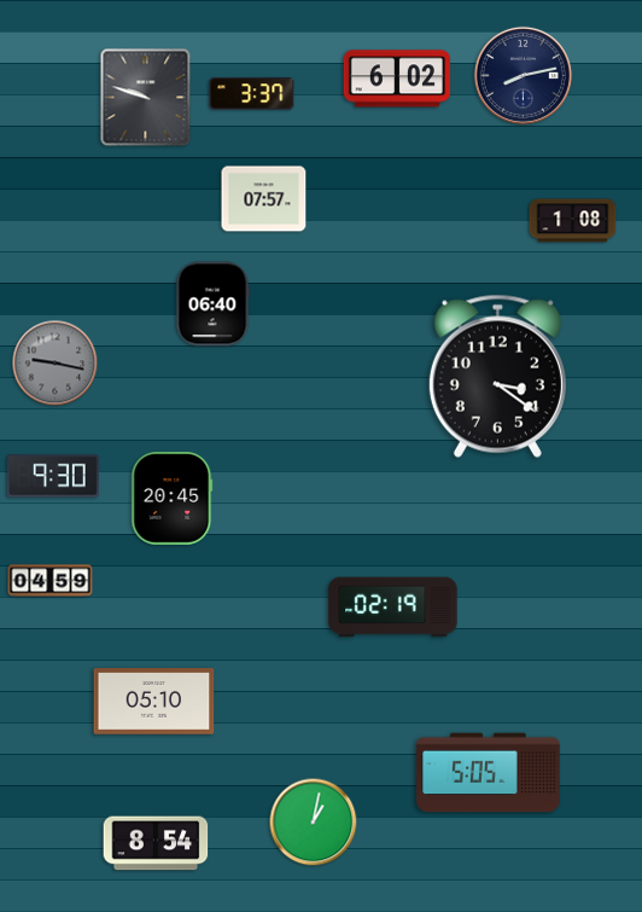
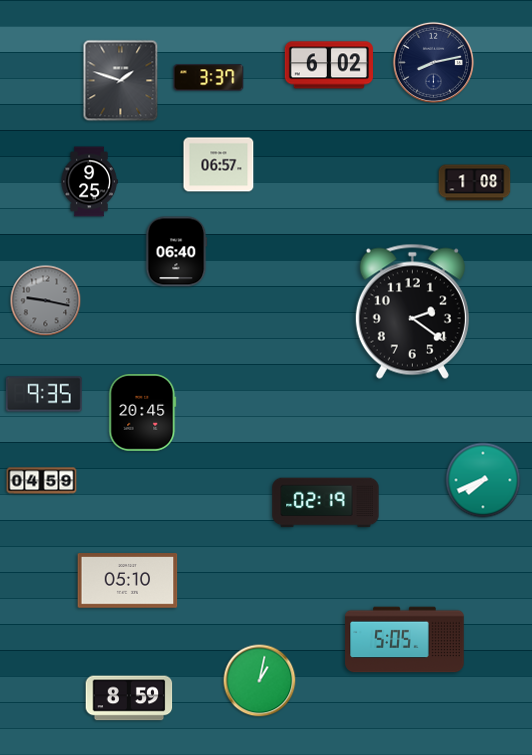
clock at (146, 98): 9:48 -> 1:48
clock at (264, 199): 07:57 -> 06:57
clock at (89, 182): none -> 9:25
clock at (497, 376): 3:21 -> 2:21
clock at (53, 476): 9:30 -> 9:35
clock at (483, 480): none -> 7:41
clock at (156, 843): 8:54 -> 8:59
